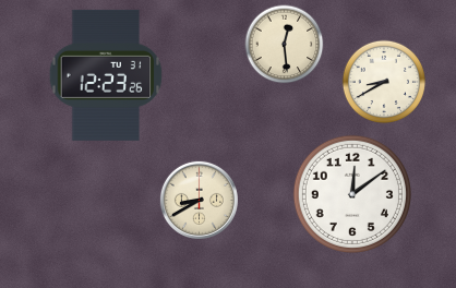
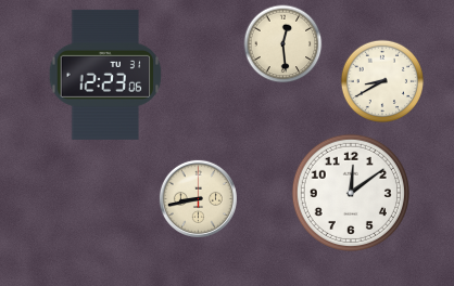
clock at (106, 75): 12:23:26 -> 12:23:06
clock at (199, 200): 8:40 -> 8:43
